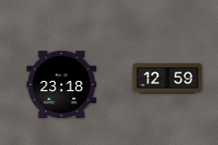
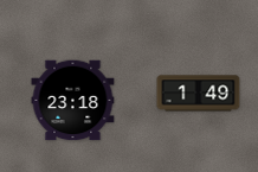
clock at (168, 79): 12:59 -> 1:49
